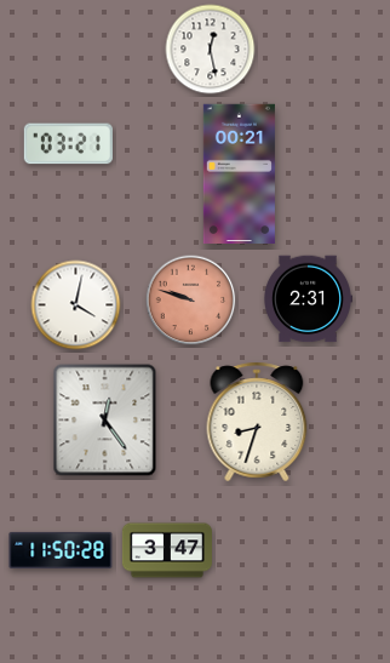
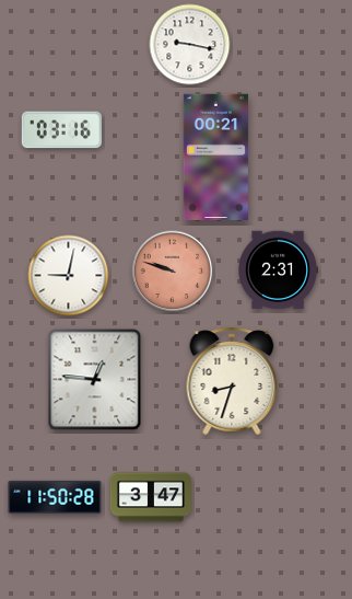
clock at (211, 50): 12:28 -> 9:17
clock at (68, 144): 03:21 -> 03:16
clock at (76, 305): 4:02 -> 9:02
clock at (105, 421): 12:24 -> 12:46
